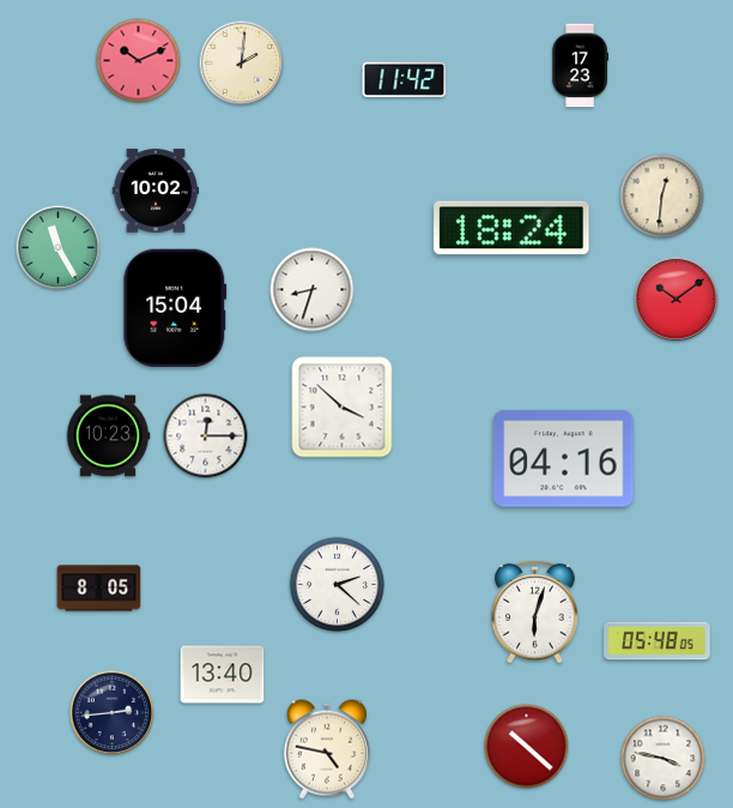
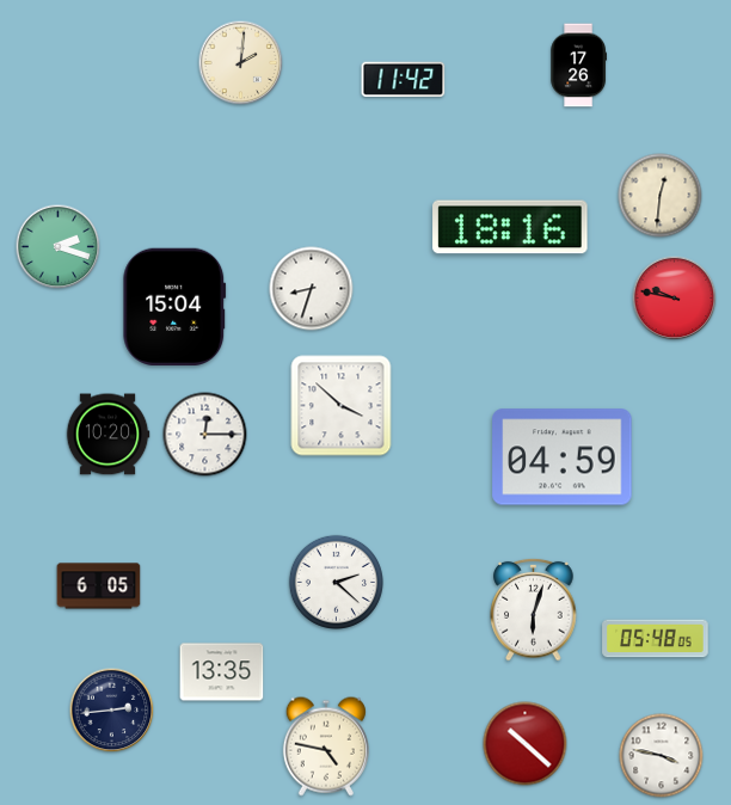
clock at (139, 61): 10:11 -> none
clock at (580, 66): 17:23 -> 17:26
clock at (155, 191): 10:02 -> none
clock at (511, 228): 18:24 -> 18:16
clock at (59, 248): 11:25 -> 2:18
clock at (677, 300): 10:09 -> 9:47
clock at (108, 436): 10:23 -> 10:20
clock at (564, 459): 04:16 -> 04:59
clock at (99, 589): 8:05 -> 6:05
clock at (223, 675): 13:40 -> 13:35
